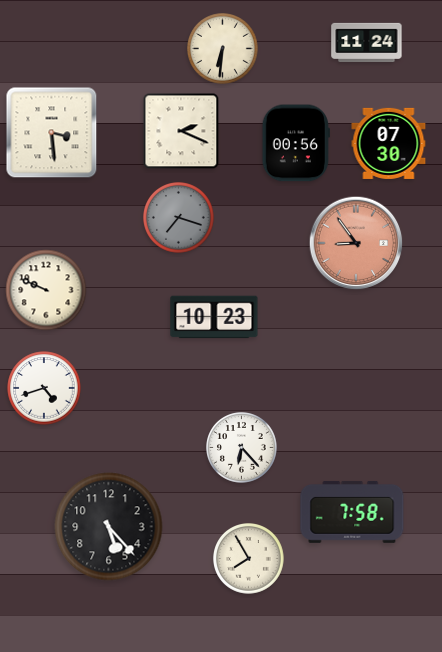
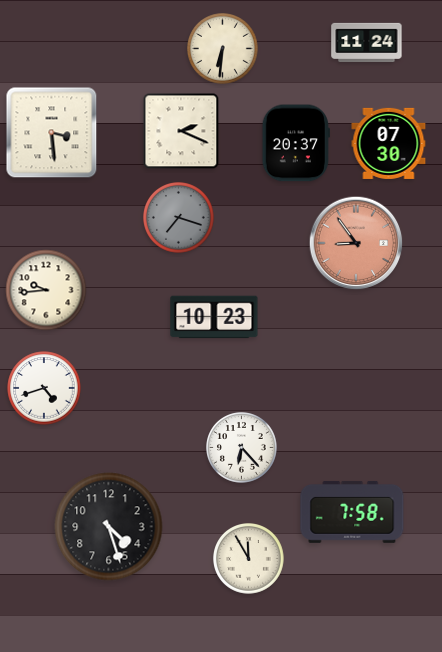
clock at (296, 143): 00:56 -> 20:37
clock at (46, 290): 9:49 -> 9:44
clock at (109, 527): 5:23 -> 4:27
clock at (249, 559): 7:55 -> 11:55
